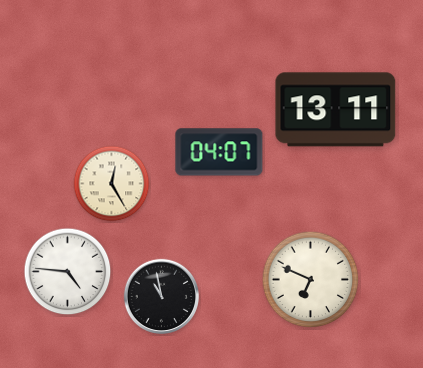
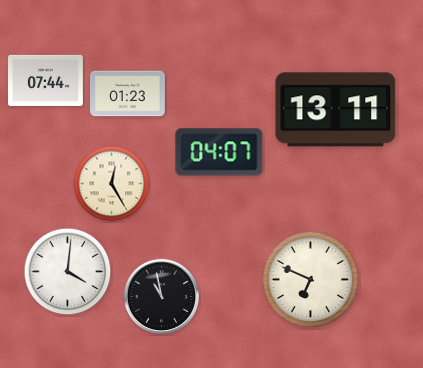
clock at (46, 80): none -> 07:44
clock at (128, 94): none -> 01:23
clock at (68, 272): 4:46 -> 4:01
